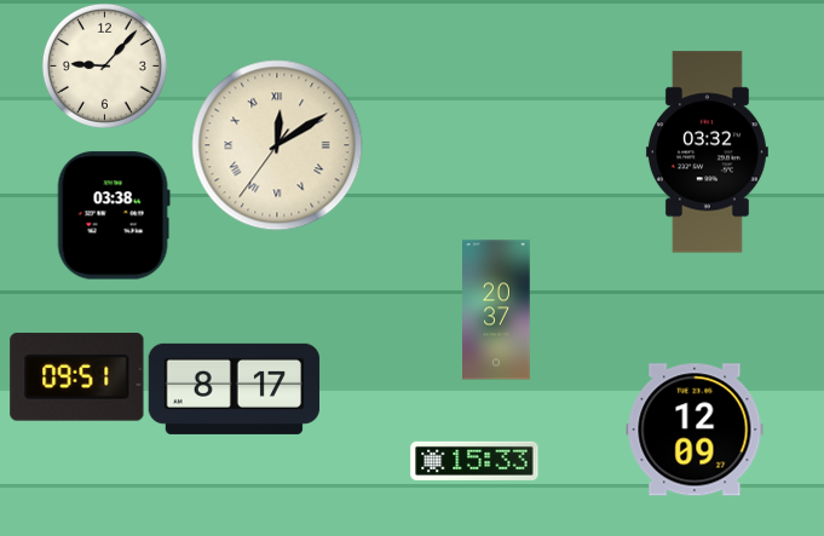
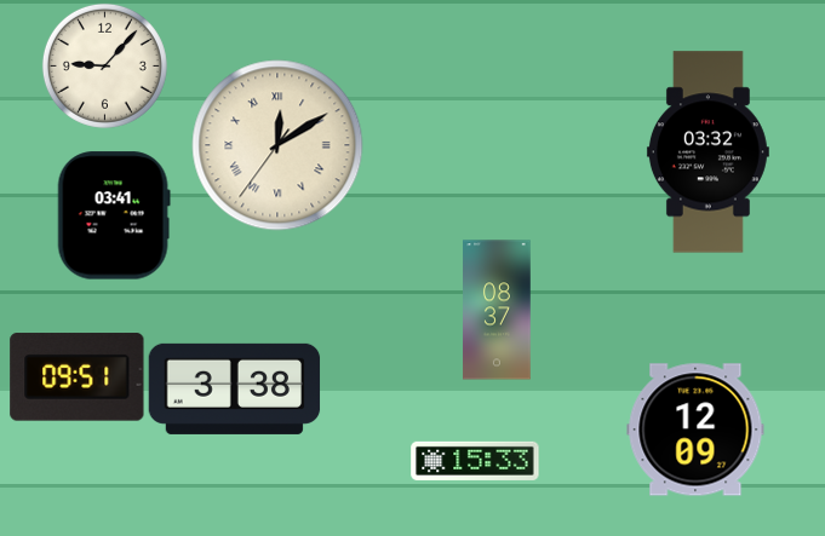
clock at (114, 215): 03:38 -> 03:41
clock at (496, 310): 20:37 -> 08:37
clock at (235, 388): 8:17 -> 3:38
